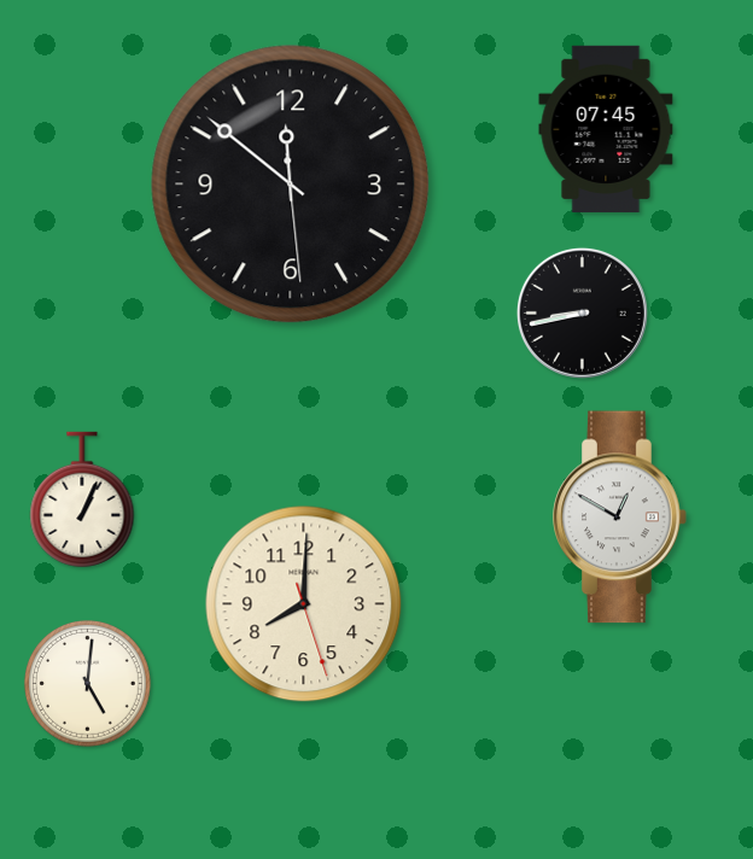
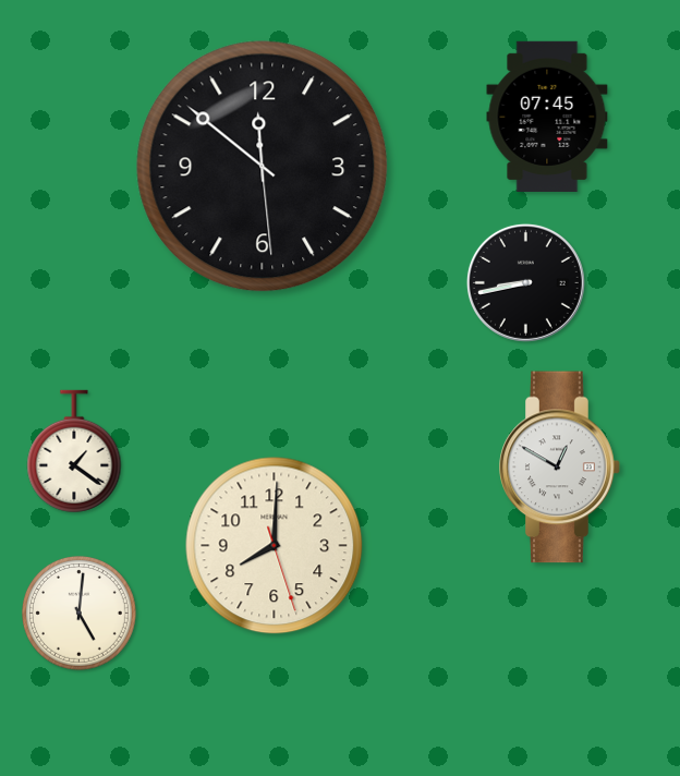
clock at (82, 499): 1:04 -> 1:21
clock at (88, 684) position: (88, 684) -> (80, 614)
